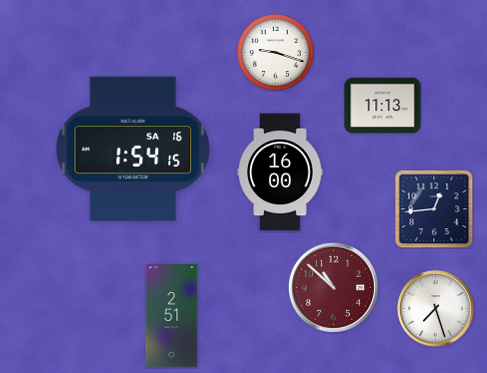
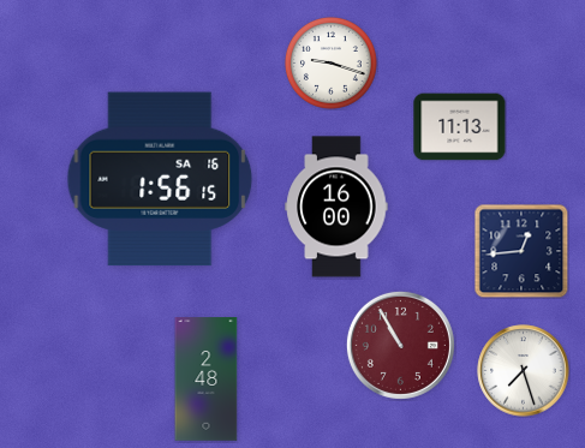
clock at (133, 149): 1:54 -> 1:56
clock at (333, 287): 10:52 -> 10:55
clock at (172, 316): 2:51 -> 2:48
